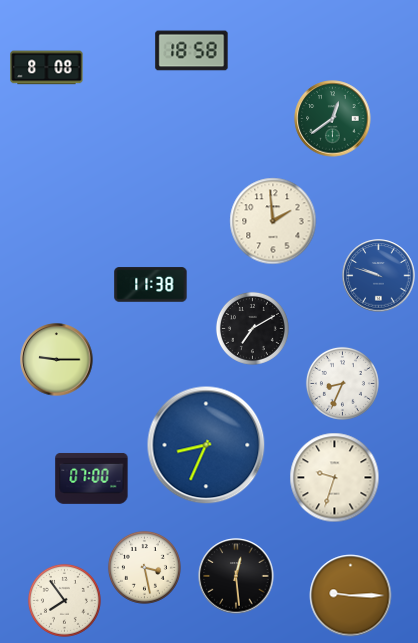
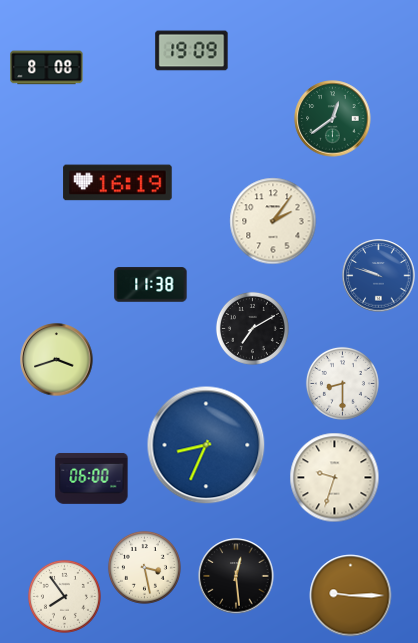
clock at (192, 51): 18:58 -> 19:09
clock at (118, 183): none -> 16:19
clock at (273, 221): 1:59 -> 2:06
clock at (57, 360): 9:15 -> 3:42
clock at (342, 383): 8:34 -> 8:30
clock at (92, 478): 07:00 -> 06:00
clock at (64, 600) position: (64, 600) -> (64, 596)
